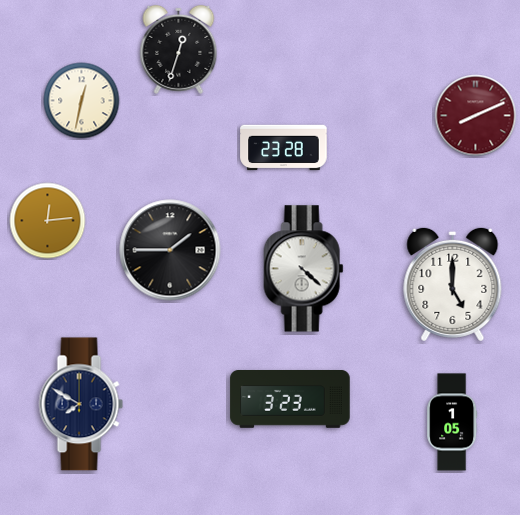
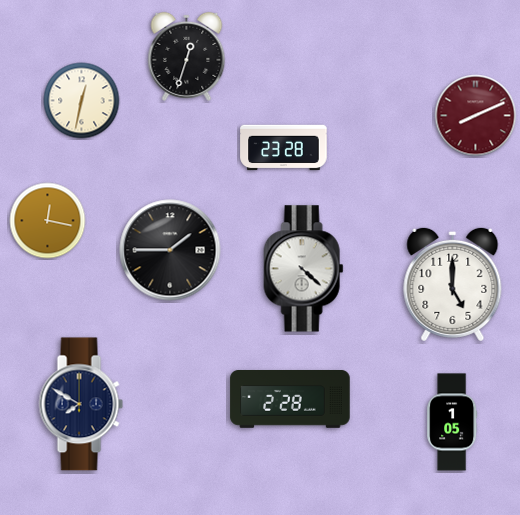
clock at (179, 49) position: (179, 49) -> (187, 56)
clock at (48, 221): 12:14 -> 12:17
clock at (290, 400): 3:23 -> 2:28
